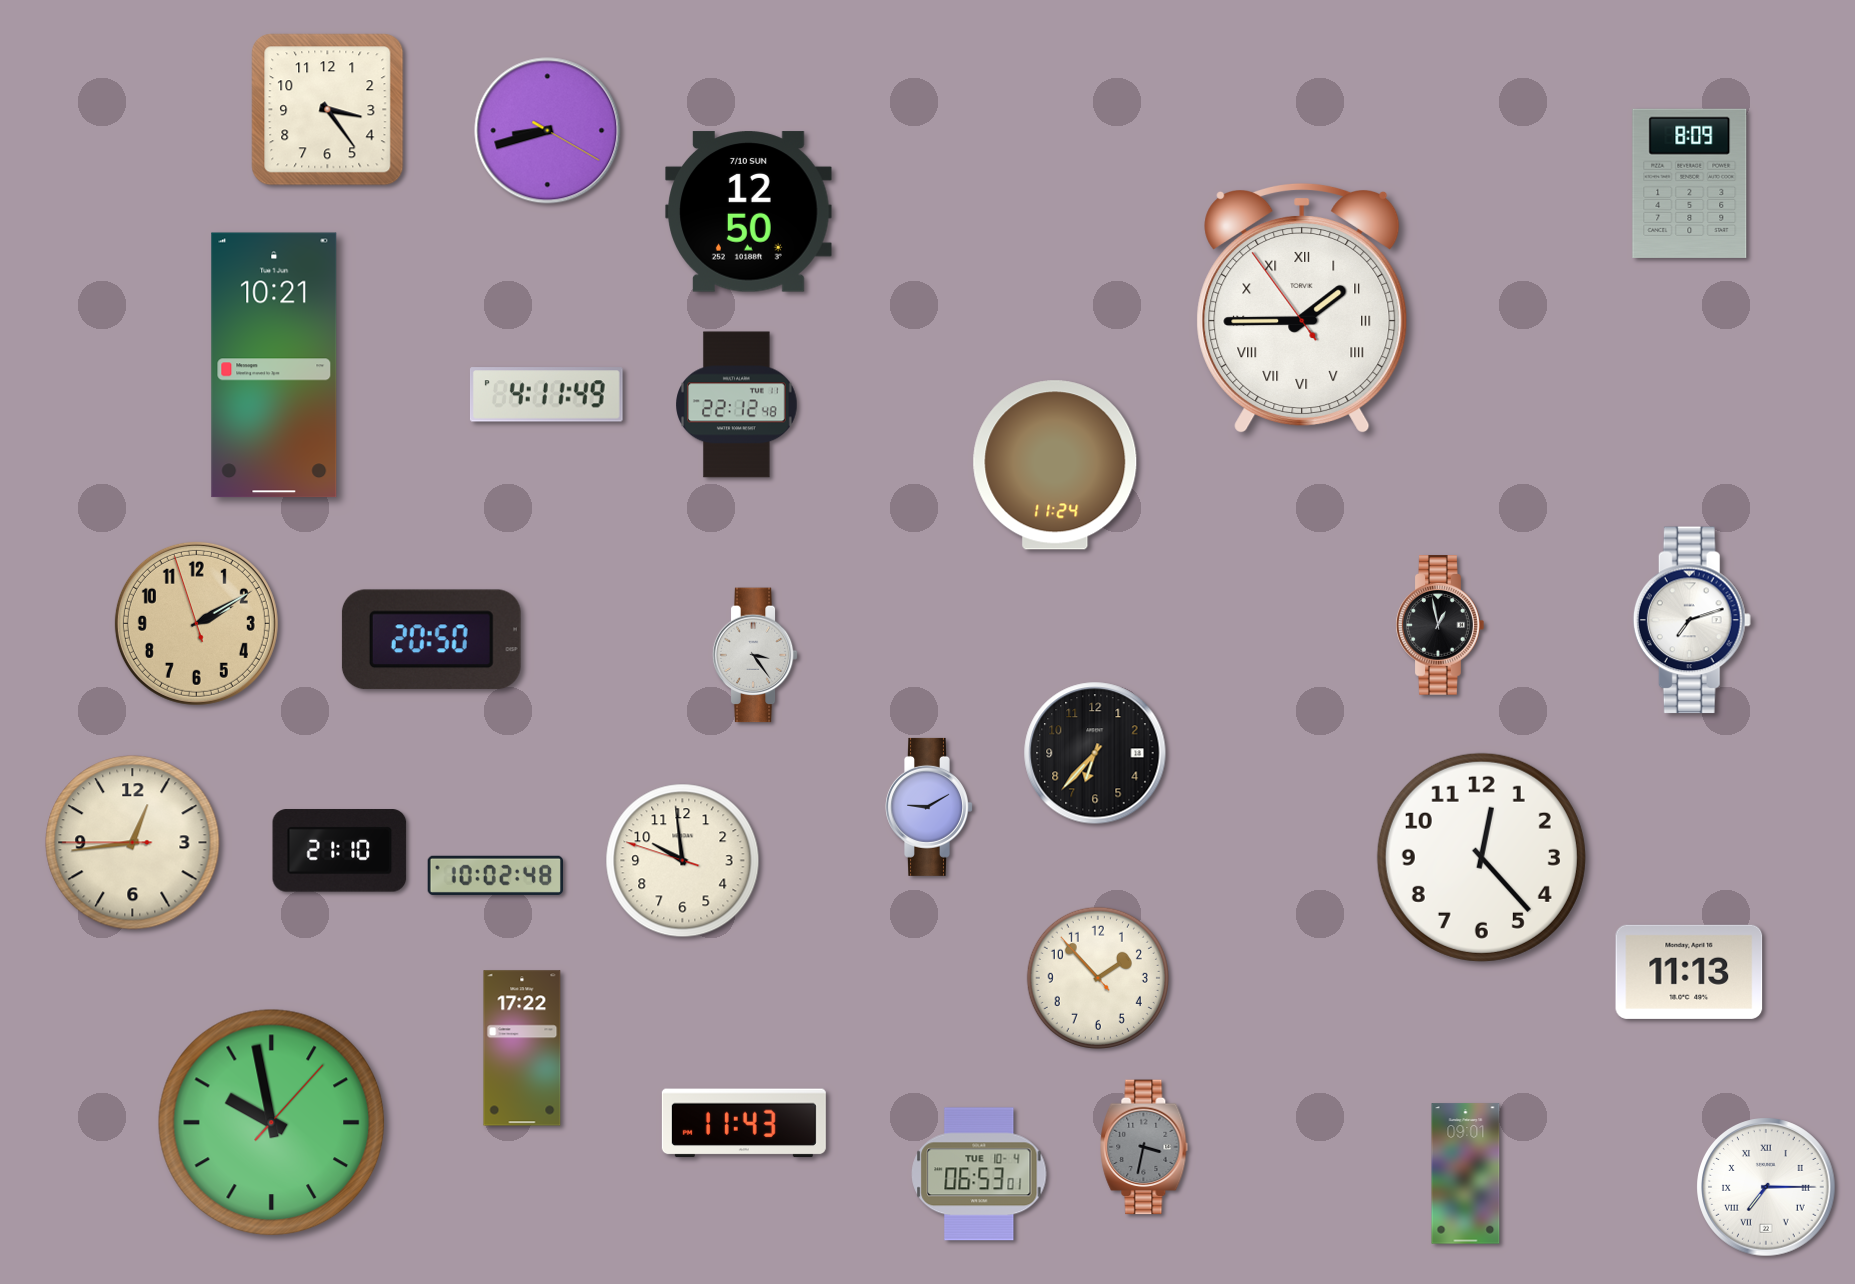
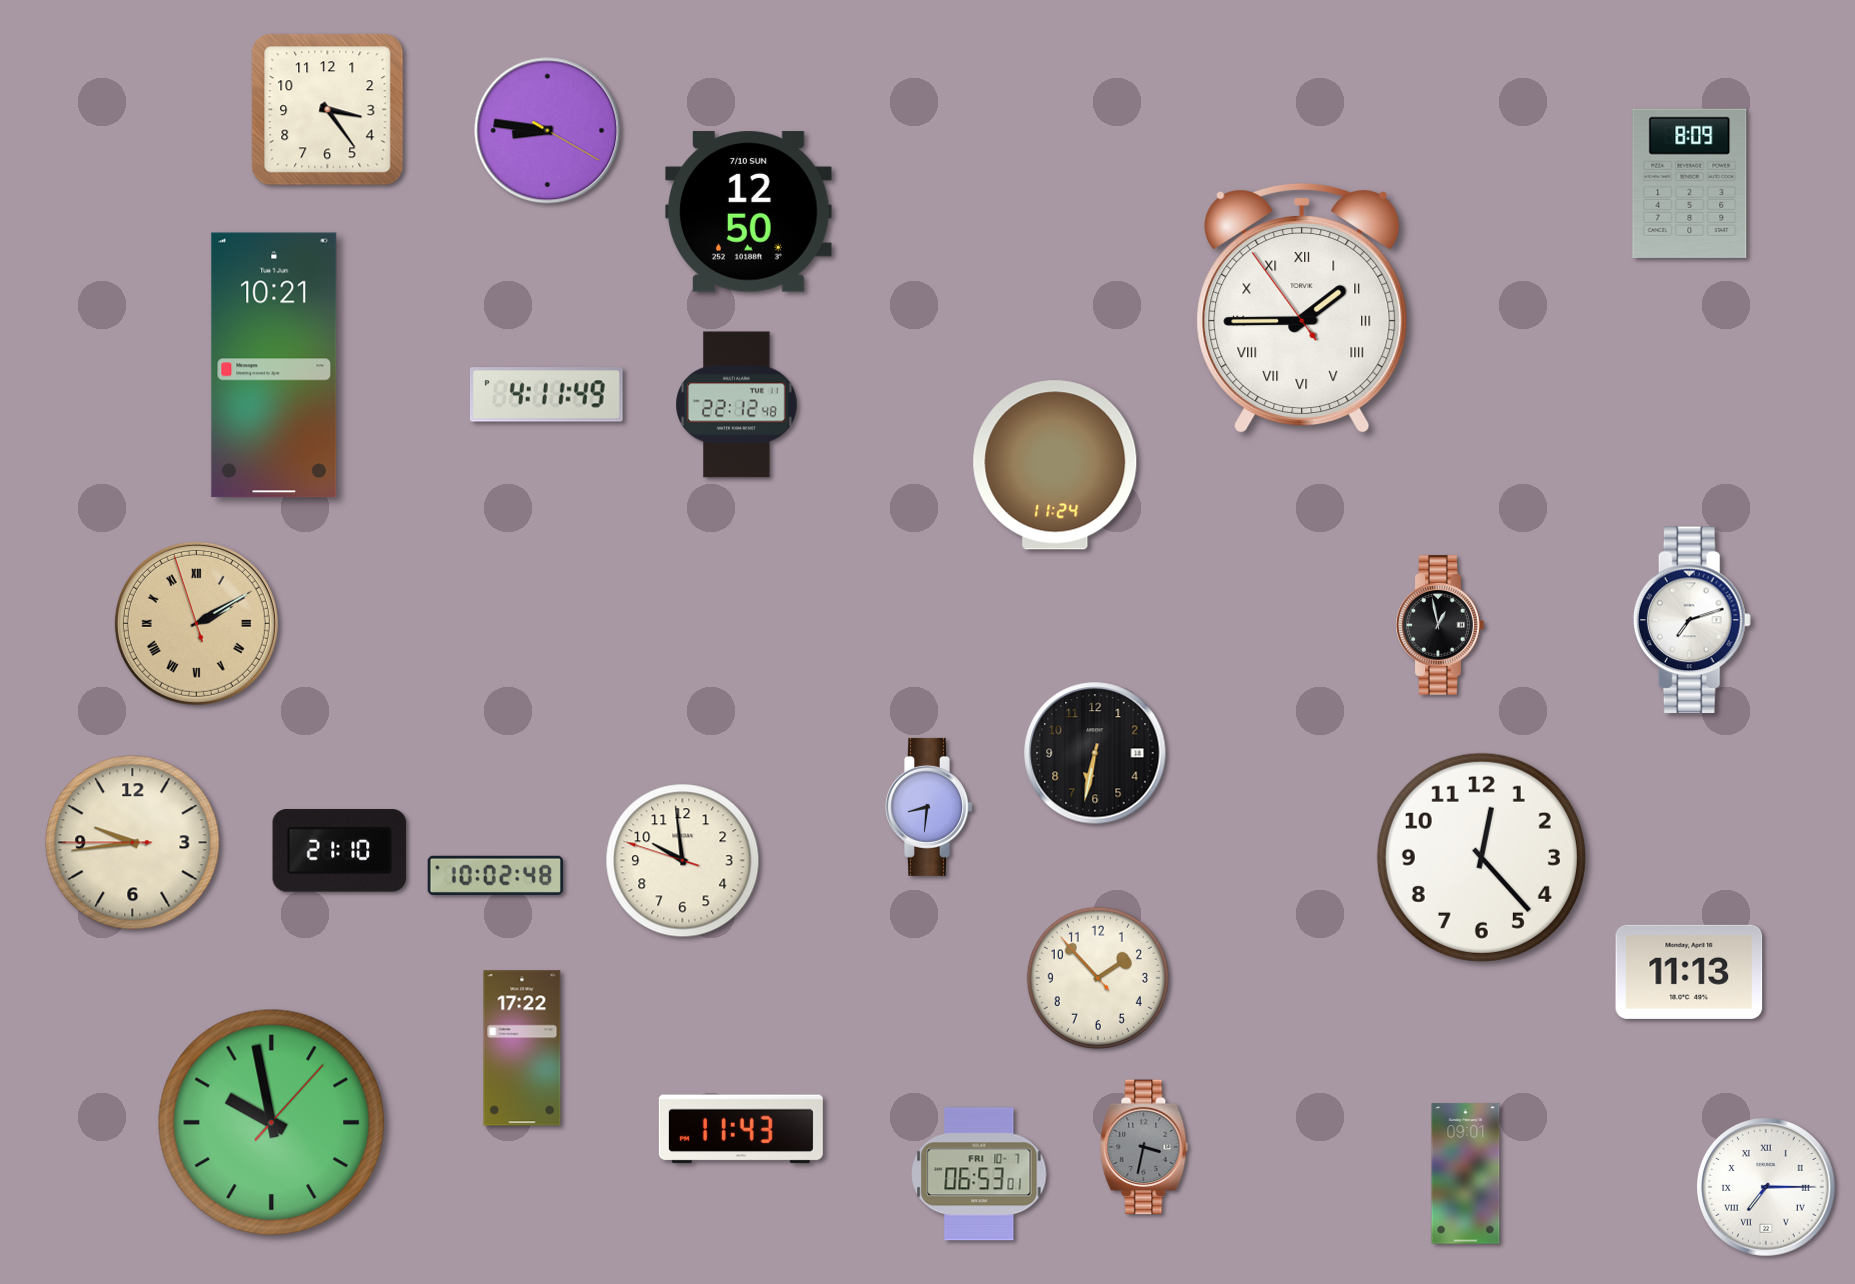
clock at (548, 131): 8:42 -> 8:46
clock at (196, 623) numerals: Arabic -> Roman
clock at (431, 640): 20:50 -> none
clock at (755, 655): 3:24 -> none
clock at (1095, 753): 6:37 -> 6:32
clock at (930, 807): 9:10 -> 8:31
clock at (133, 843): 12:43 -> 9:43
clock at (744, 1123) position: (744, 1123) -> (741, 1129)
clock at (979, 1174) date: TUE 10-4 -> FRI 10-7
